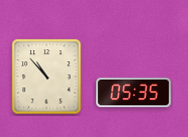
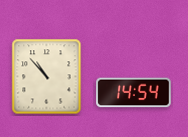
clock at (134, 93): 05:35 -> 14:54
